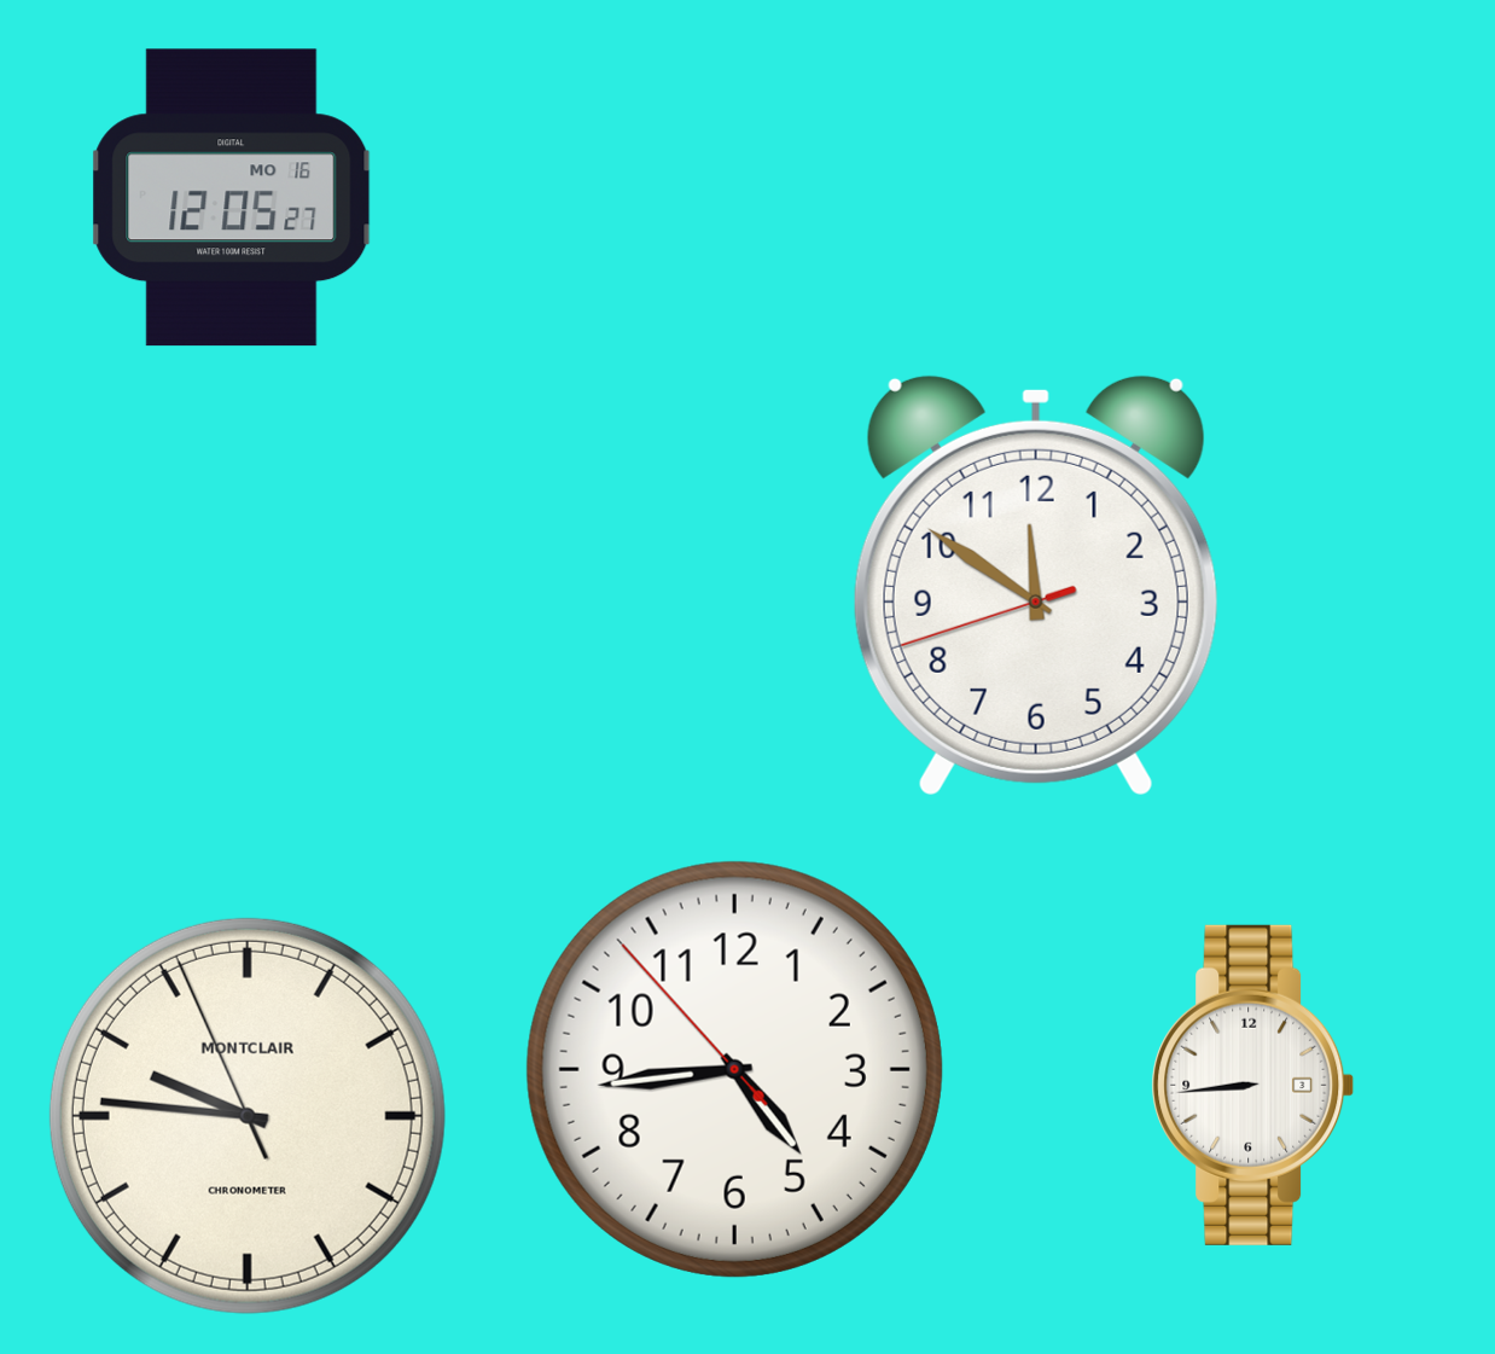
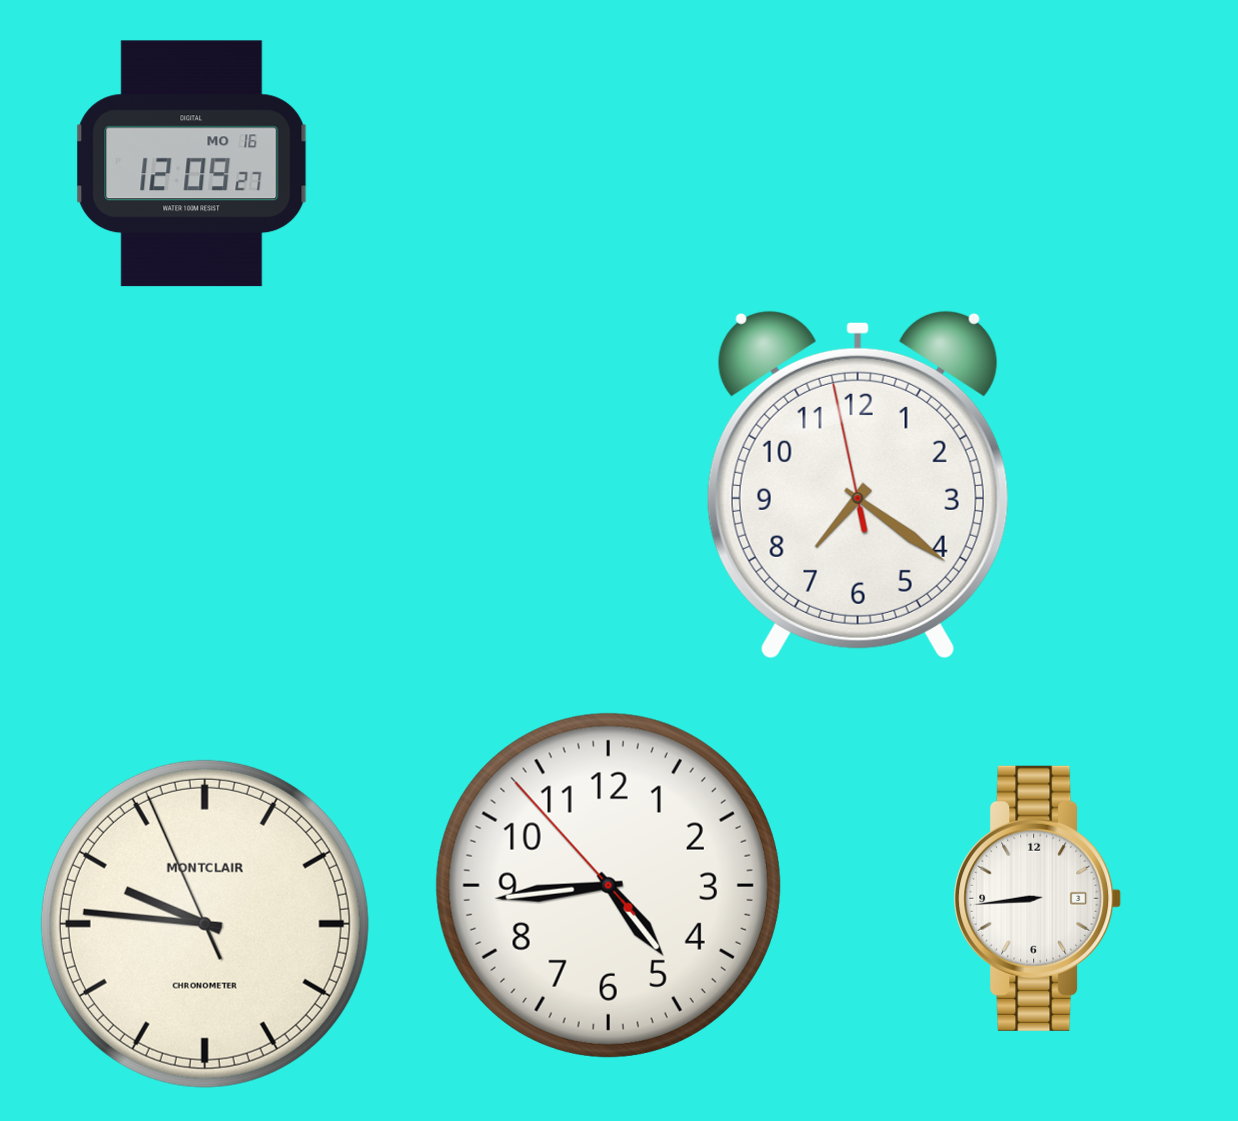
clock at (232, 198): 12:05 -> 12:09
clock at (1036, 586): 11:50 -> 7:20
